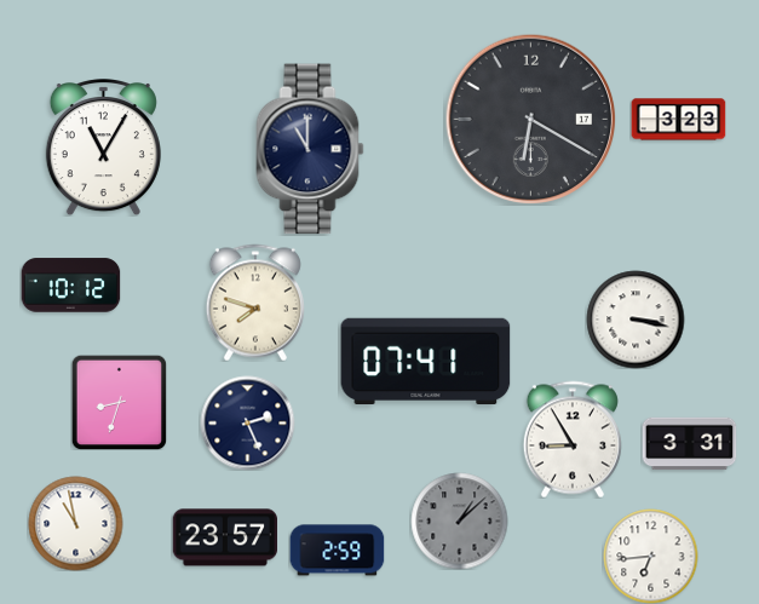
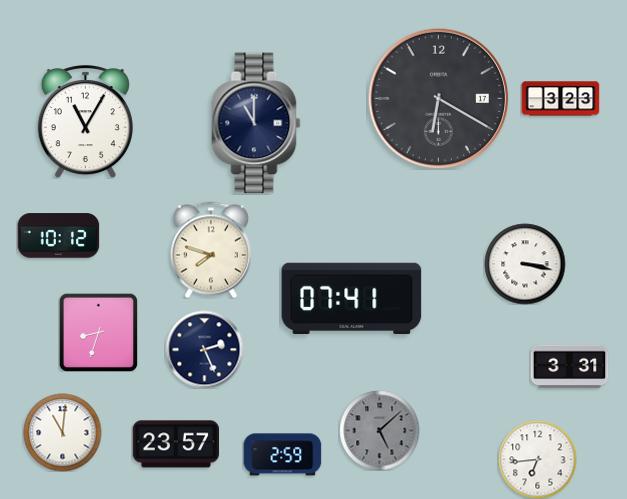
clock at (573, 439): 8:55 -> none
clock at (459, 520): 1:08 -> 5:08
clock at (75, 523): 10:58 -> 11:01
clock at (224, 537) position: (224, 537) -> (175, 444)
clock at (337, 551) position: (337, 551) -> (282, 455)
